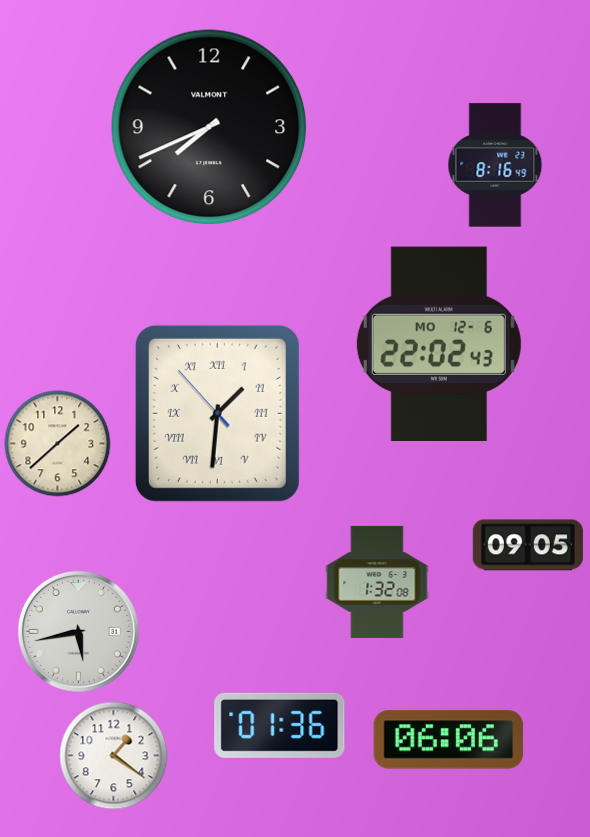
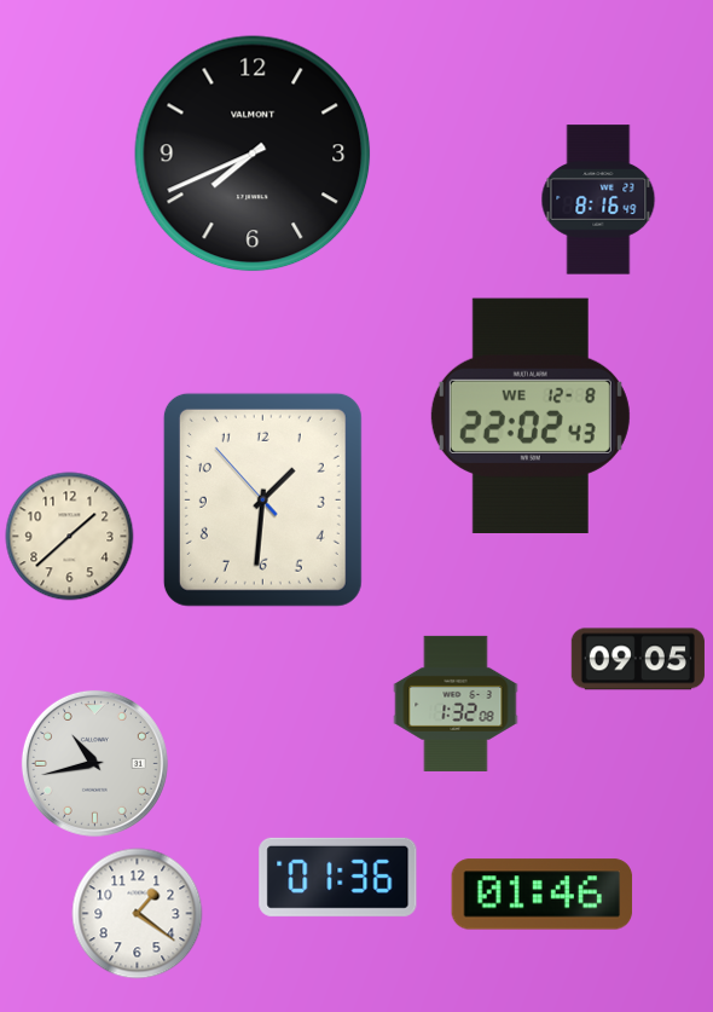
clock at (439, 343) date: MO 12-6 -> WE 12-8
clock at (217, 413) numerals: Roman -> Arabic
clock at (78, 631): 5:43 -> 10:43
clock at (449, 740): 06:06 -> 01:46
